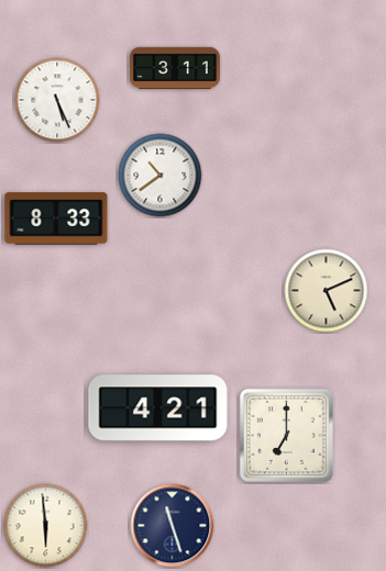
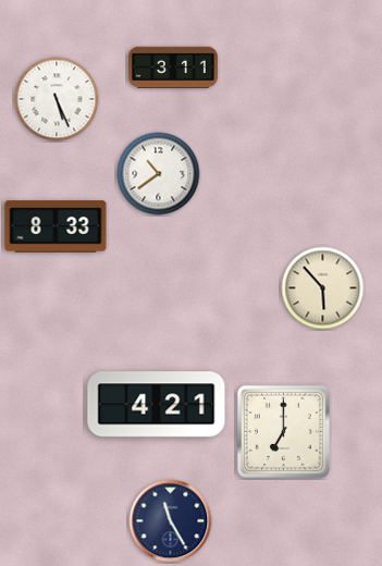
clock at (56, 219) position: (56, 219) -> (56, 226)
clock at (327, 291): 5:11 -> 5:53
clock at (46, 526): 5:59 -> none
clock at (173, 526): 11:27 -> 11:25
